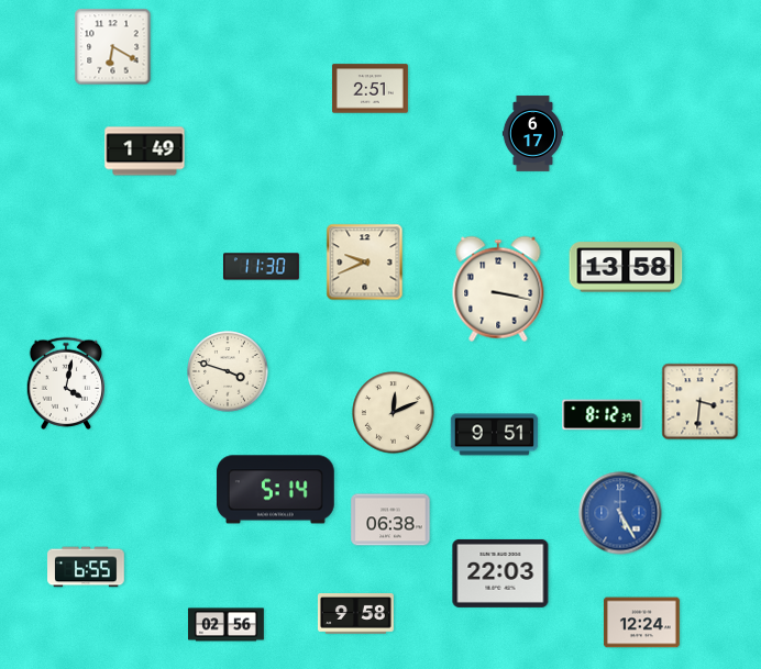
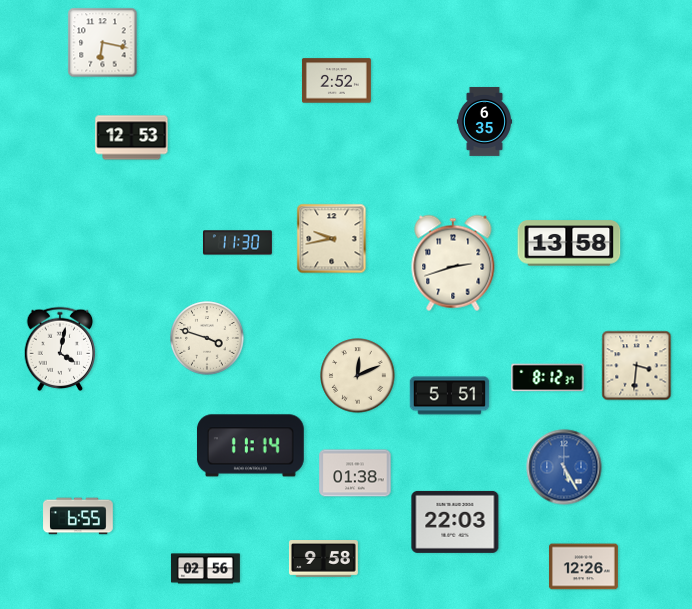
clock at (113, 47): 6:20 -> 6:17
clock at (370, 89): 2:51 -> 2:52
clock at (532, 133): 6:17 -> 6:35
clock at (145, 152): 1:49 -> 12:53
clock at (365, 263): 9:41 -> 9:43
clock at (498, 289): 3:17 -> 2:42
clock at (495, 435): 9:51 -> 5:51
clock at (275, 490): 5:14 -> 11:14
clock at (390, 520): 06:38 -> 01:38
clock at (641, 623): 12:24 -> 12:26
